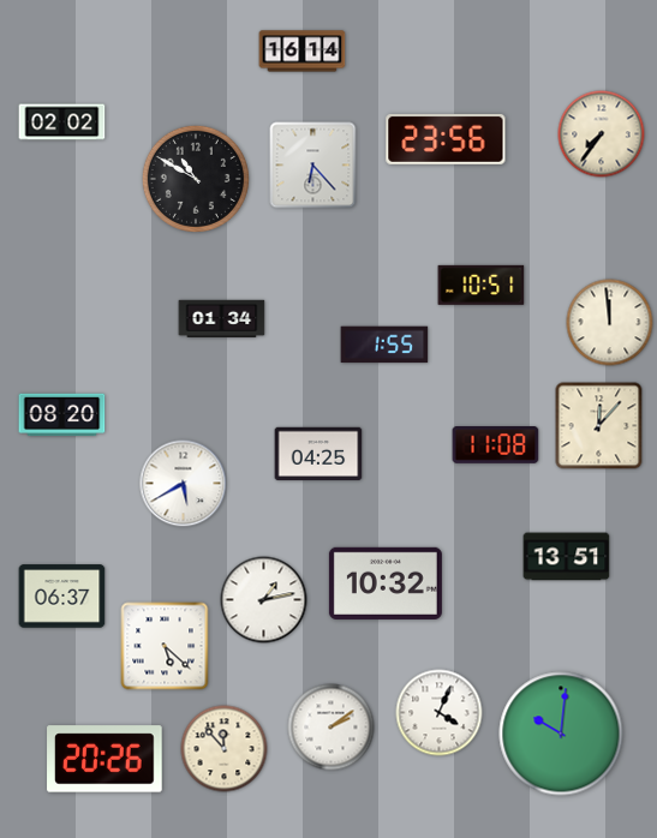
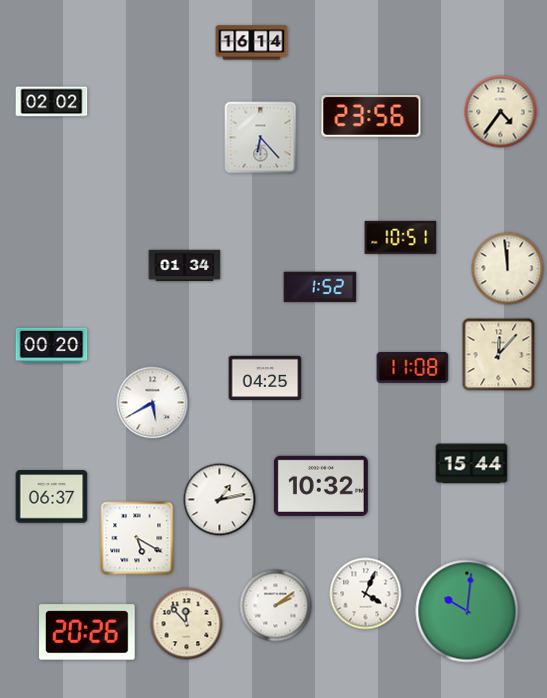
clock at (602, 134): 7:36 -> 4:36
clock at (196, 179): 10:50 -> none
clock at (384, 345): 1:55 -> 1:52
clock at (62, 415): 08:20 -> 00:20
clock at (496, 445) position: (496, 445) -> (413, 368)
clock at (567, 557): 13:51 -> 15:44
clock at (165, 646): 5:22 -> 5:20
